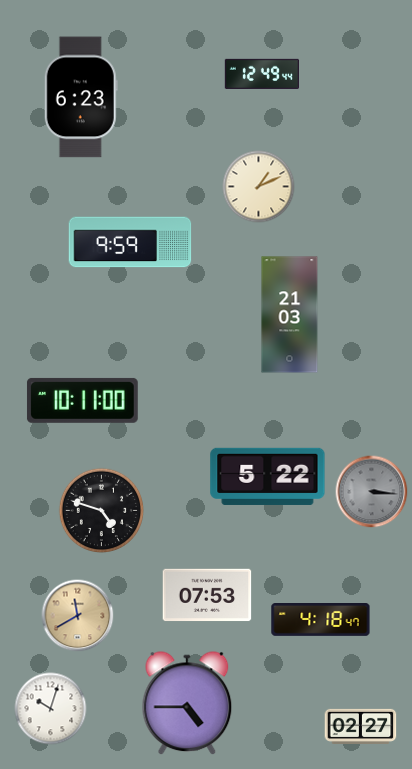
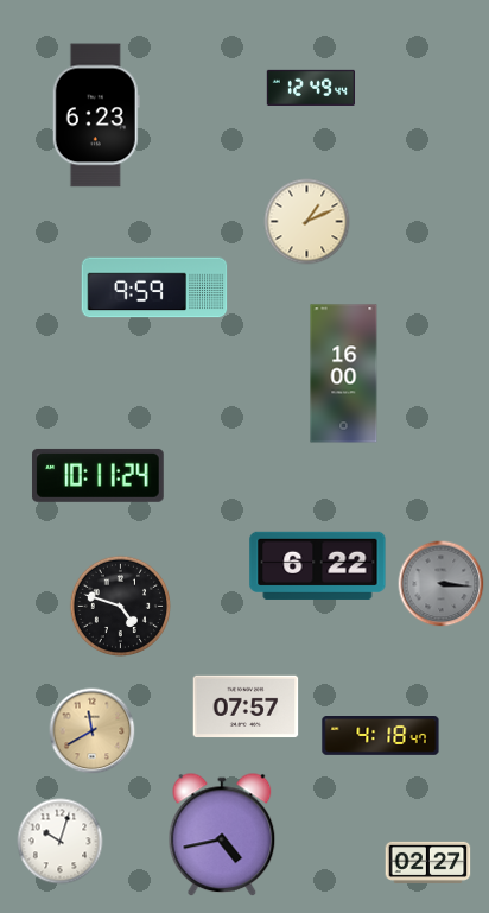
clock at (290, 315): 21:03 -> 16:00
clock at (83, 400): 10:11:00 -> 10:11:24
clock at (268, 476): 5:22 -> 6:22
clock at (207, 595): 07:53 -> 07:57
clock at (187, 704): 4:45 -> 4:43
